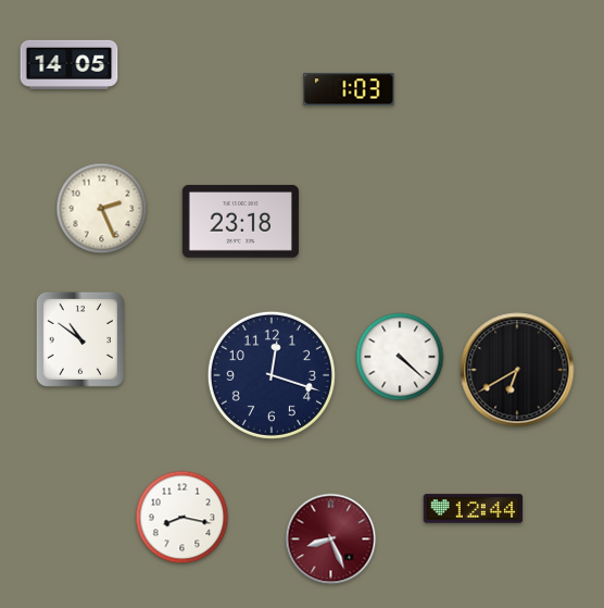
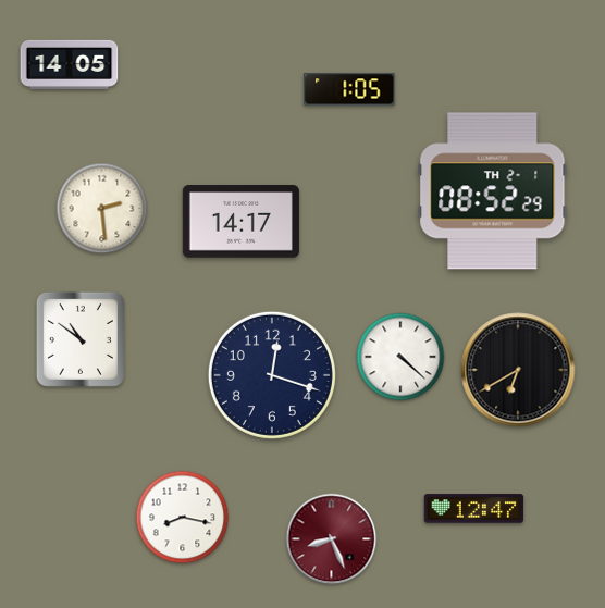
clock at (349, 89): 1:03 -> 1:05
clock at (493, 191): none -> 08:52
clock at (102, 209): 2:26 -> 2:29
clock at (240, 222): 23:18 -> 14:17
clock at (474, 509): 12:44 -> 12:47
